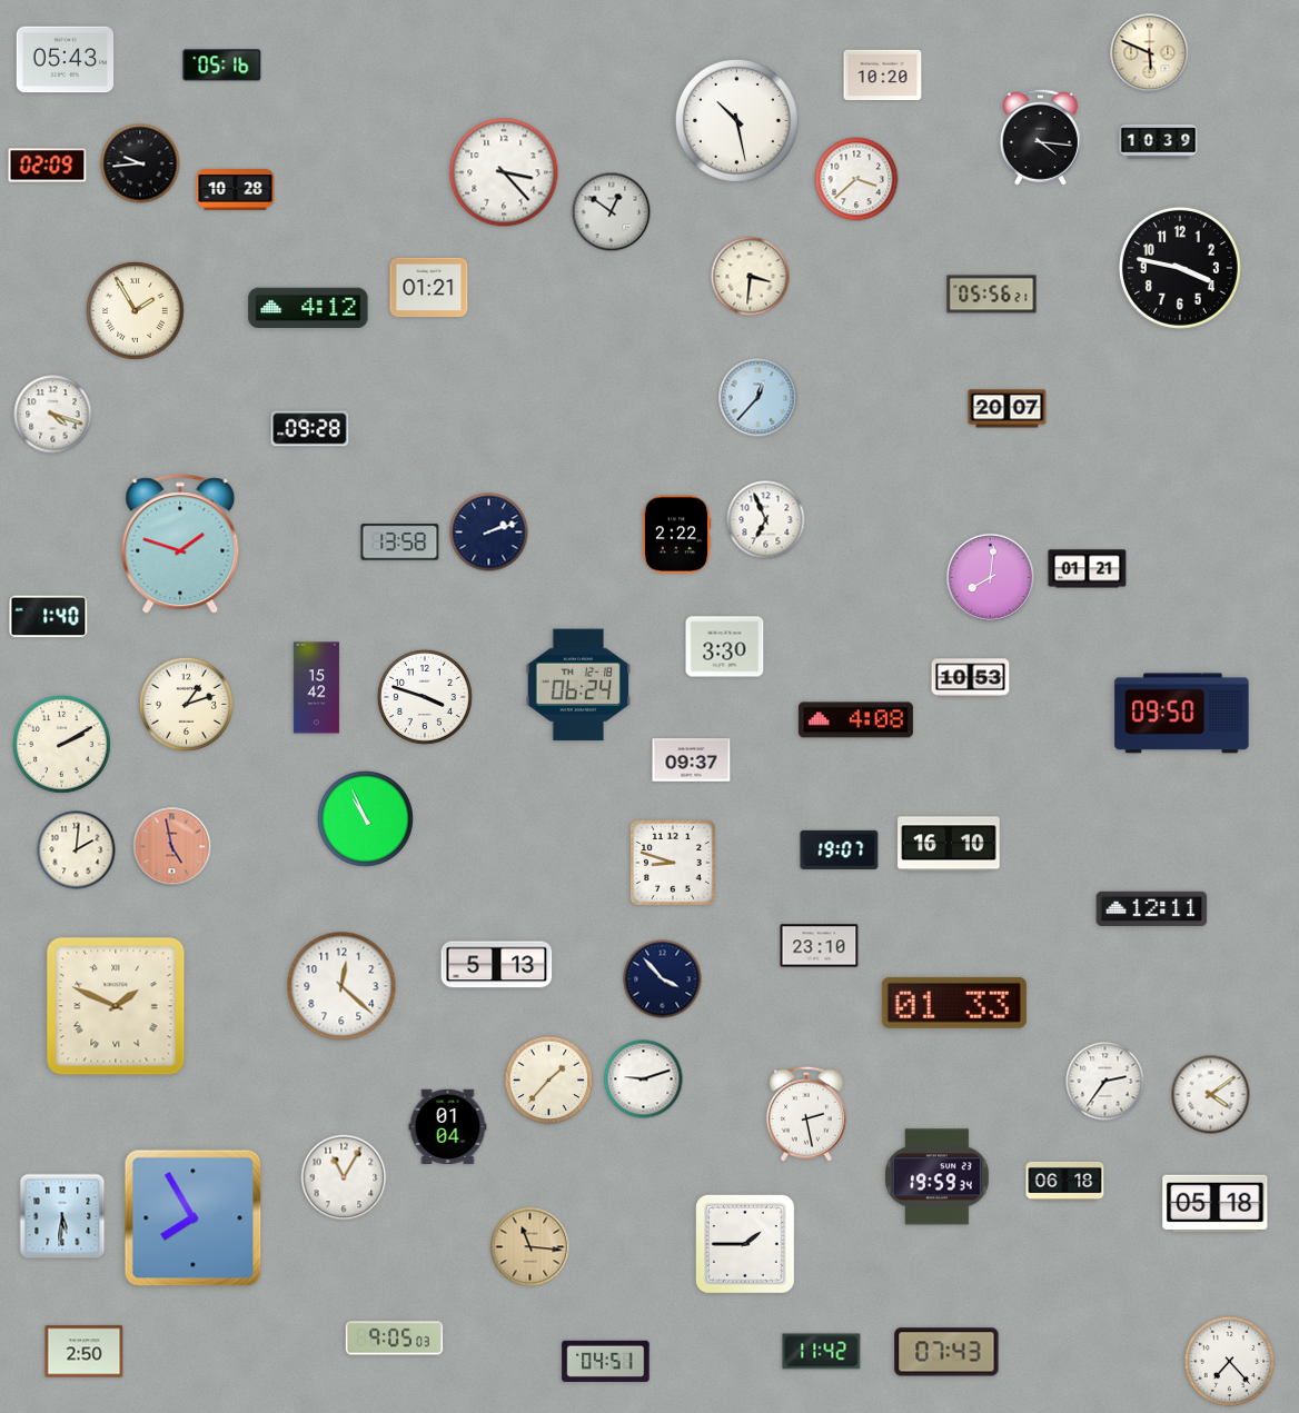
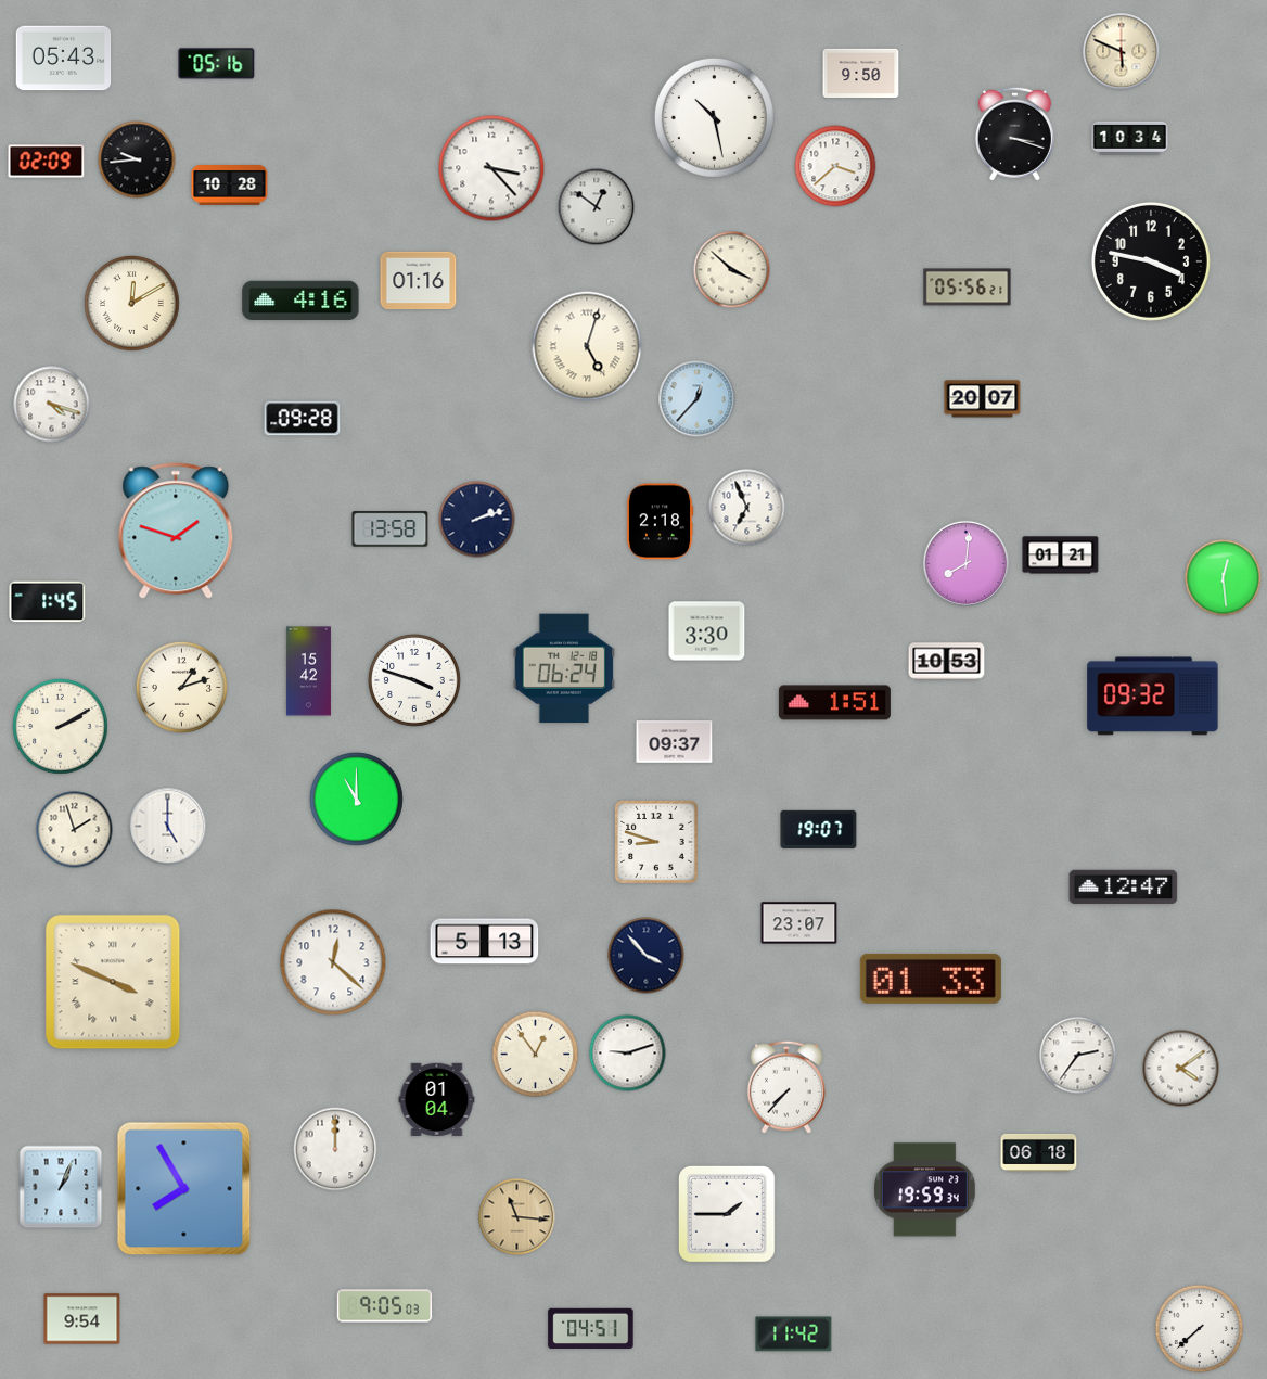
clock at (883, 74): 10:20 -> 9:50
clock at (736, 120) position: (736, 120) -> (714, 117)
clock at (1040, 137): 4:16 -> 3:18
clock at (1159, 141): 10:39 -> 10:34
clock at (856, 179) position: (856, 179) -> (835, 166)
clock at (751, 277): 3:31 -> 3:52
clock at (429, 288): 01:21 -> 01:16
clock at (308, 308): 4:12 -> 4:16
clock at (136, 311): 1:55 -> 12:10
clock at (587, 346): none -> 5:03
clock at (758, 398) position: (758, 398) -> (698, 399)
clock at (676, 535): 2:22 -> 2:18
clock at (1224, 578): none -> 12:29
clock at (49, 617): 1:40 -> 1:45
clock at (1182, 714): 09:50 -> 09:32
clock at (855, 720): 4:08 -> 1:51
clock at (365, 818): 10:56 -> 11:00
clock at (949, 844): 16:10 -> none
clock at (172, 847): 4:58 -> 5:00
clock at (172, 847) dial: salmon -> white
clock at (77, 850): 2:01 -> 1:57
clock at (1152, 908): 12:11 -> 12:47
clock at (820, 946): 23:10 -> 23:07
clock at (116, 1006): 1:49 -> 3:49
clock at (549, 1081): 1:37 -> 12:54
clock at (806, 1114): 2:28 -> 7:37
clock at (344, 1177): 11:05 -> 12:00
clock at (936, 1177) position: (936, 1177) -> (924, 1190)
clock at (1216, 1203): 05:18 -> none
clock at (62, 1216): 5:31 -> 1:04
clock at (194, 1218) position: (194, 1218) -> (184, 1189)
clock at (85, 1352): 2:50 -> 9:54
clock at (822, 1352) position: (822, 1352) -> (794, 1335)
clock at (946, 1352): 07:43 -> none
clock at (1230, 1362): 7:23 -> 7:38
